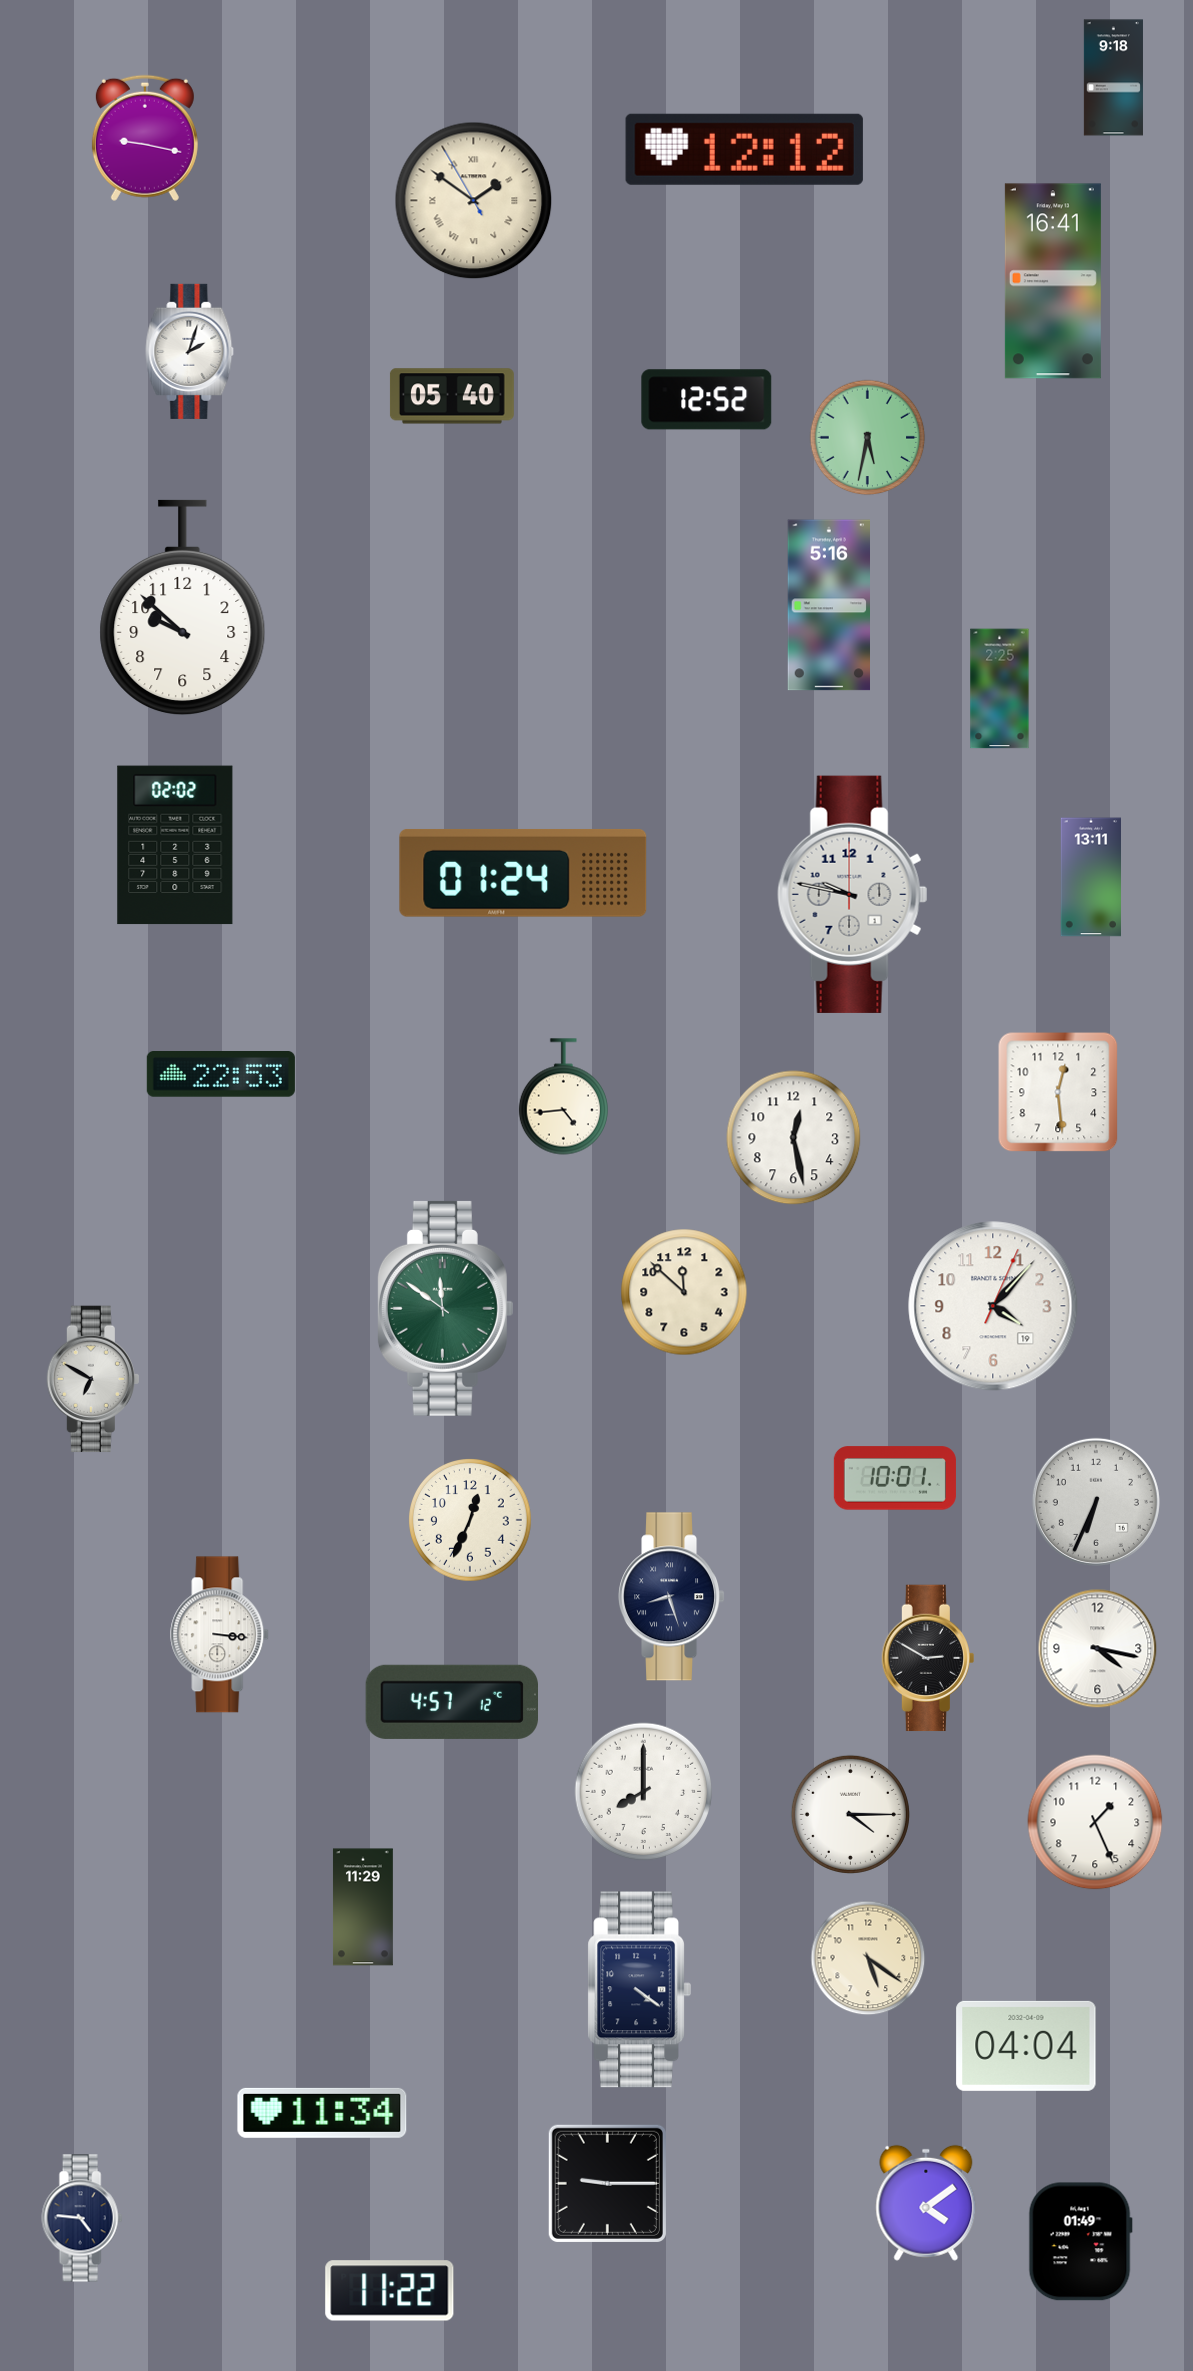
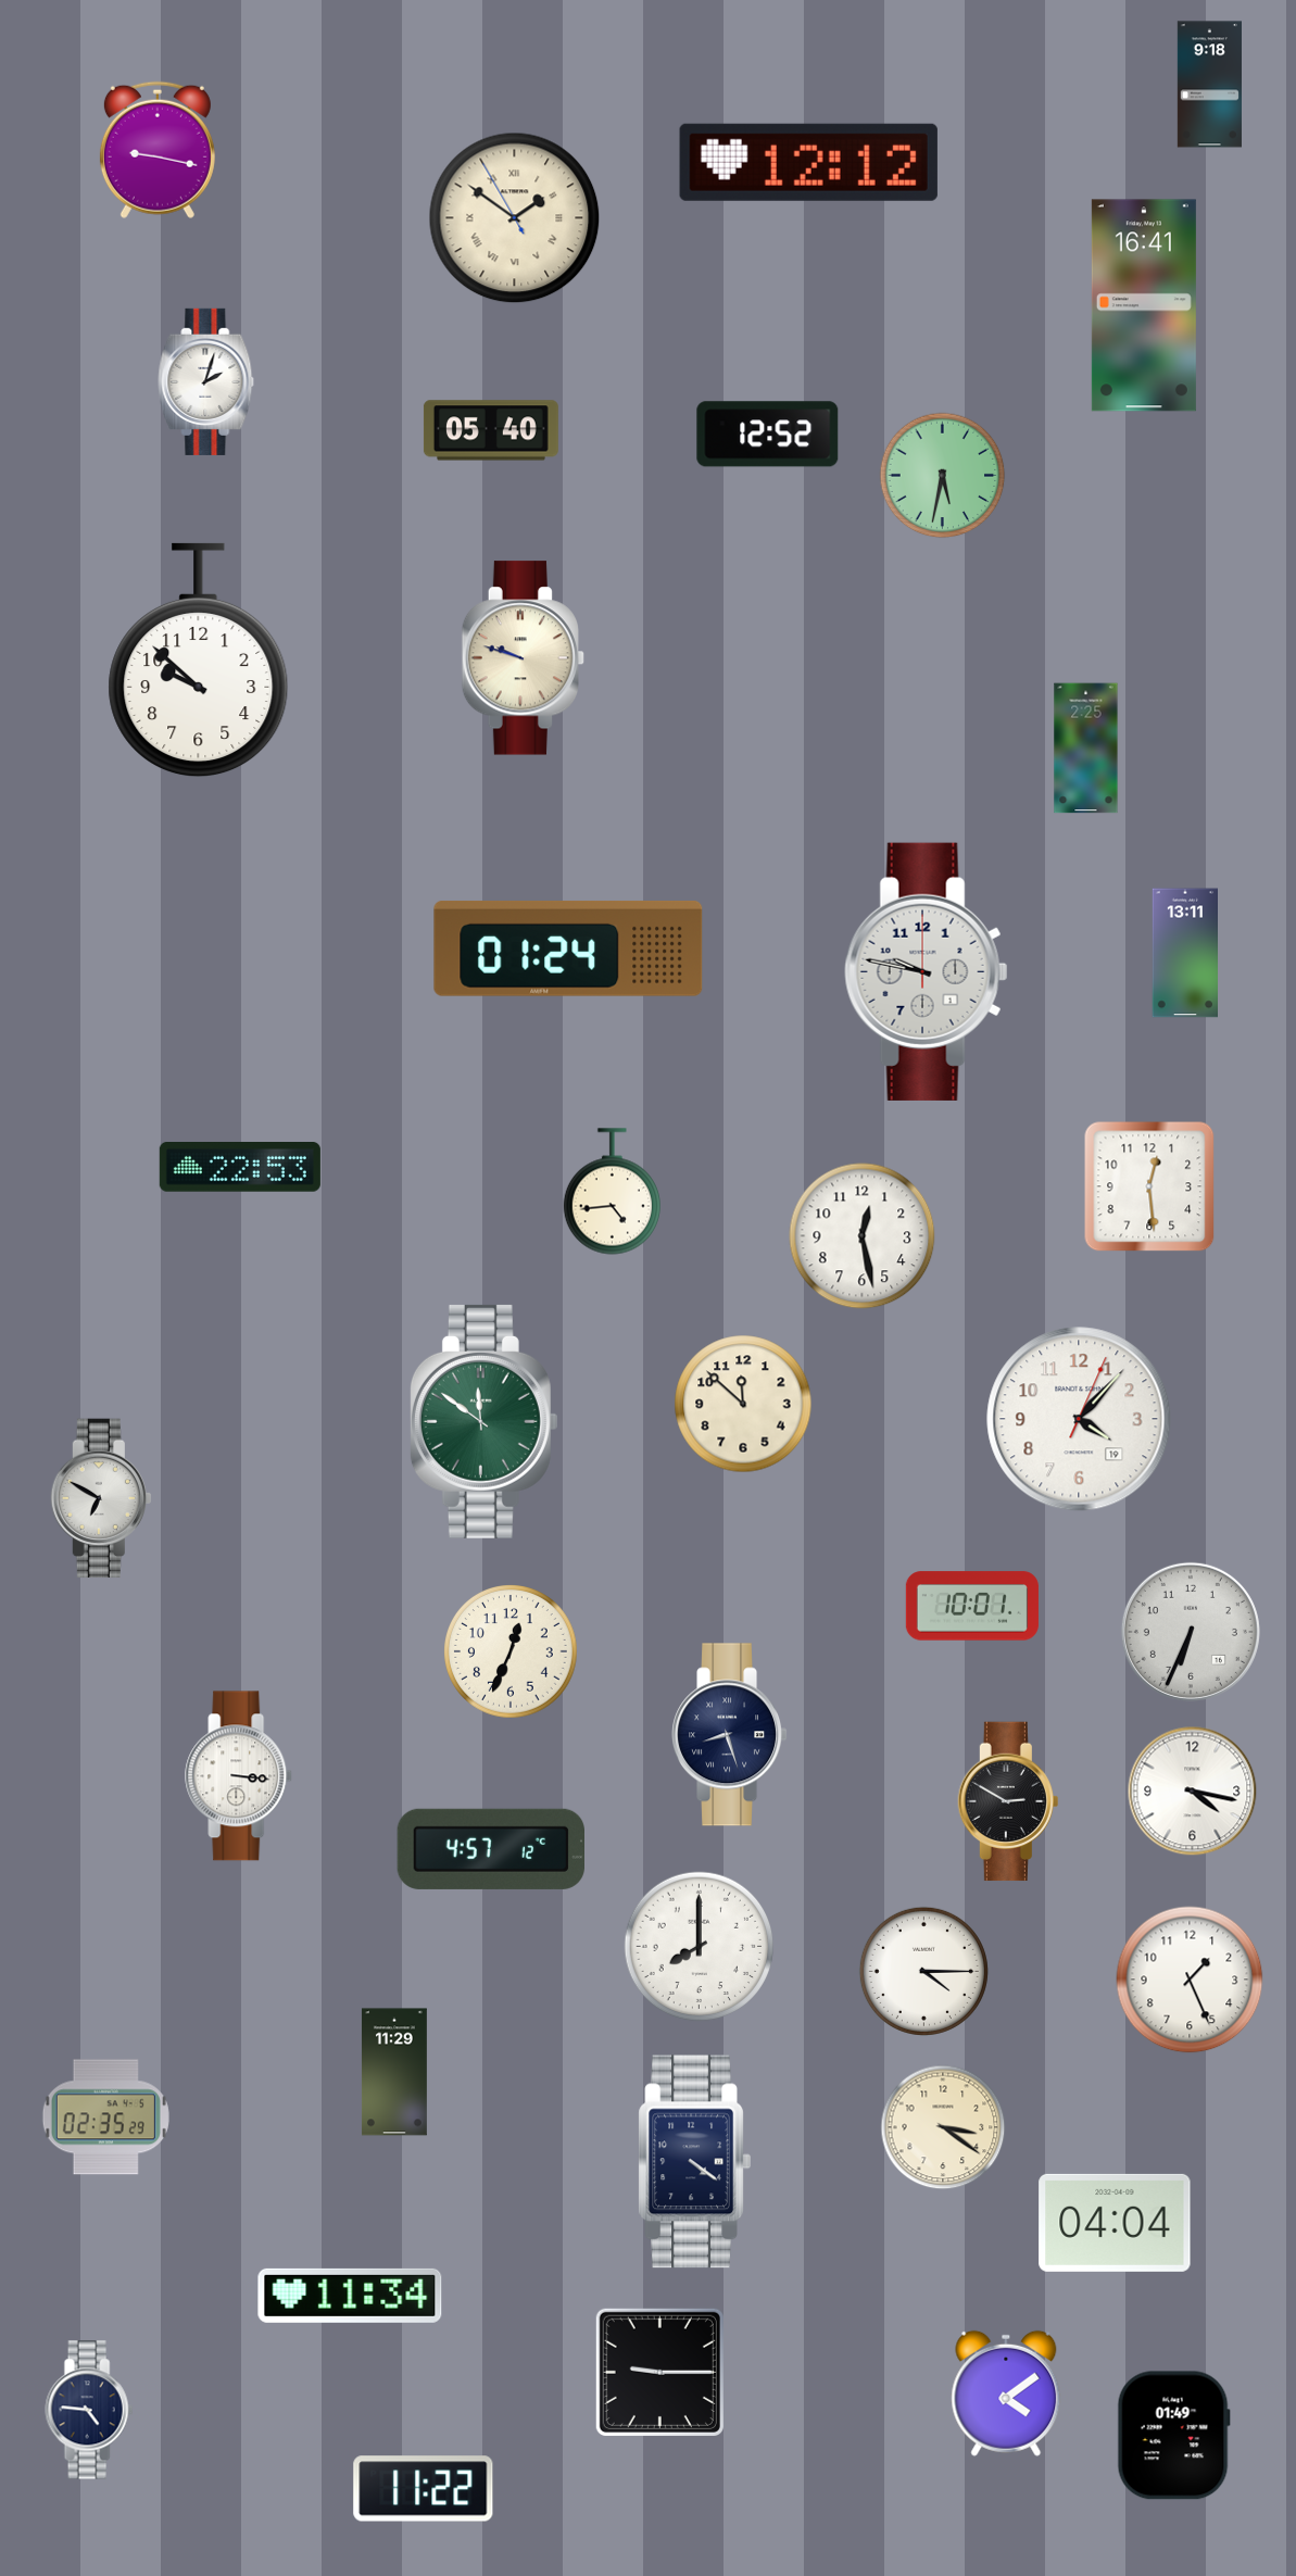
clock at (828, 605): 5:16 -> none
clock at (524, 658): none -> 9:48
clock at (175, 845): 02:02 -> none
clock at (105, 2118): none -> 02:35
clock at (868, 1958): 5:21 -> 3:21
